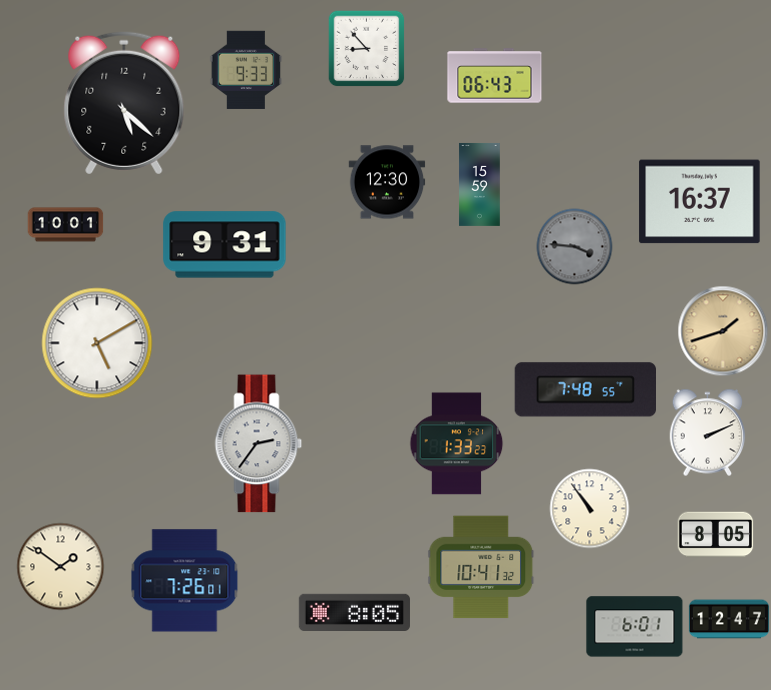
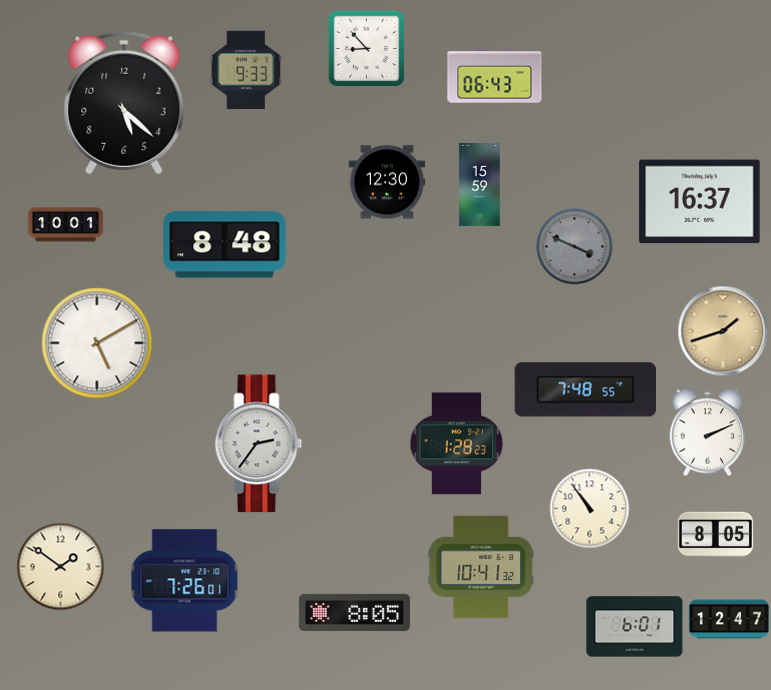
clock at (225, 245): 9:31 -> 8:48
clock at (575, 247): 3:46 -> 3:49
clock at (457, 444): 1:33 -> 1:28
